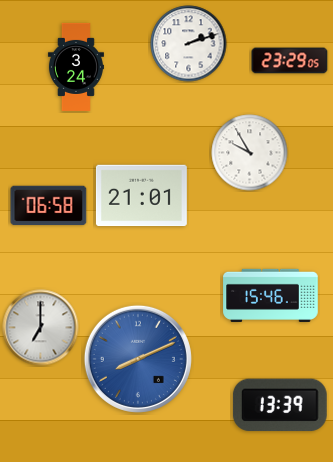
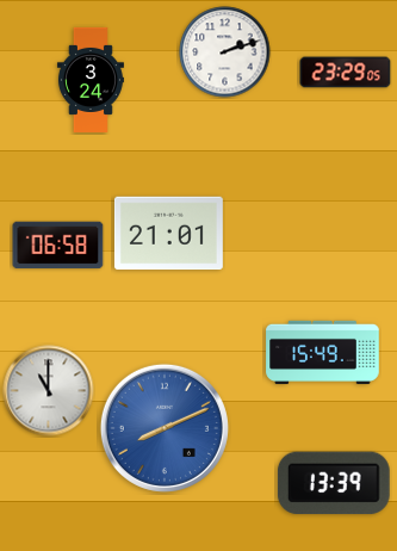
clock at (250, 153): 9:55 -> none
clock at (271, 295): 15:46 -> 15:49
clock at (41, 328): 7:00 -> 11:00
